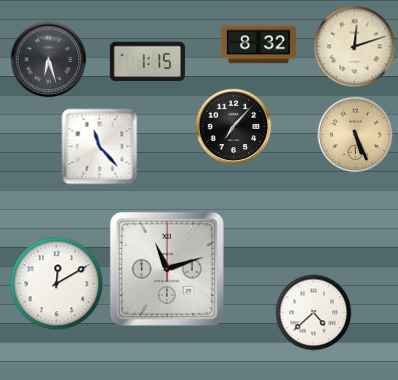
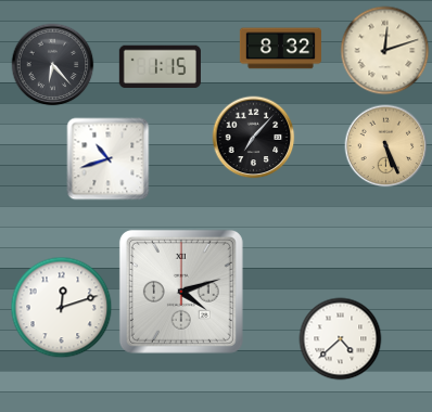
clock at (49, 60): 6:27 -> 6:23
clock at (100, 147): 11:23 -> 10:42
clock at (167, 269): 11:12 -> 4:12
clock at (57, 284): 12:10 -> 12:12
